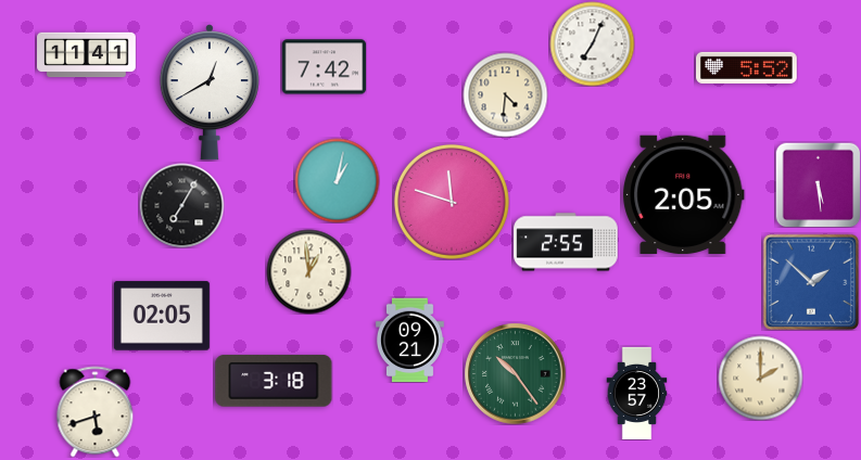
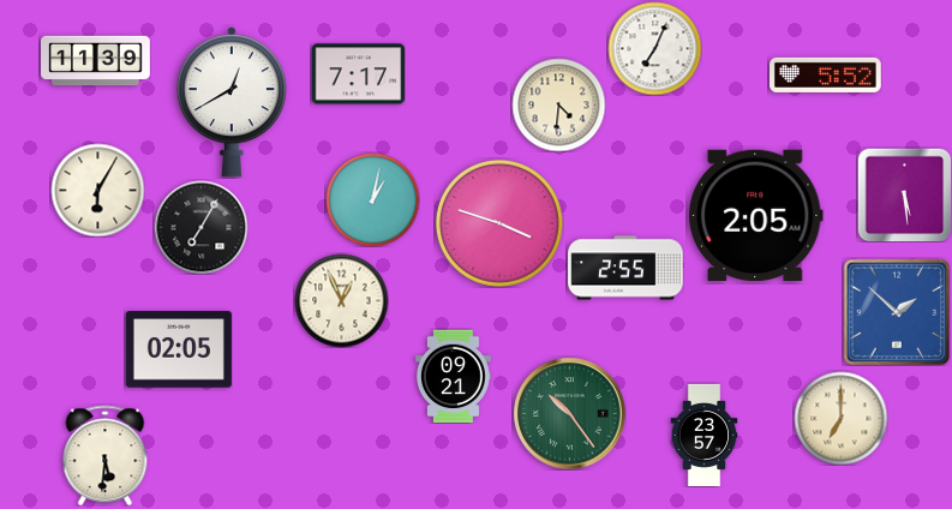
clock at (87, 55): 11:41 -> 11:39
clock at (324, 67): 7:42 -> 7:17
clock at (97, 190): none -> 6:05
clock at (818, 184) position: (818, 184) -> (904, 194)
clock at (452, 202): 11:48 -> 3:48
clock at (308, 271): 12:59 -> 12:56
clock at (760, 378): 2:00 -> 7:00
clock at (274, 381): 3:18 -> none
clock at (96, 411): 5:42 -> 5:31
